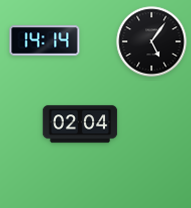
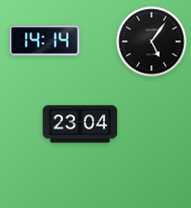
clock at (80, 124): 02:04 -> 23:04
